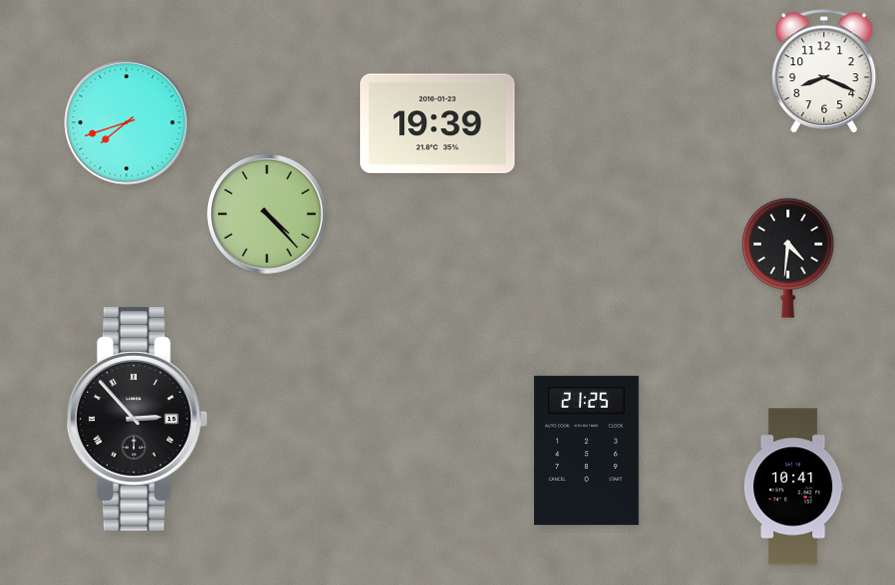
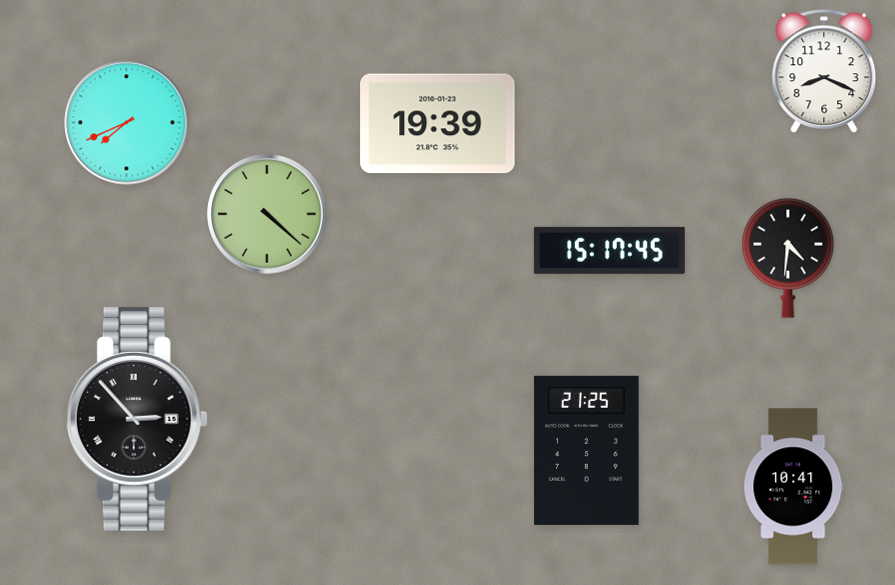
clock at (127, 123): 7:42 -> 7:41
clock at (267, 214): 4:23 -> 4:22
clock at (609, 250): none -> 15:17
